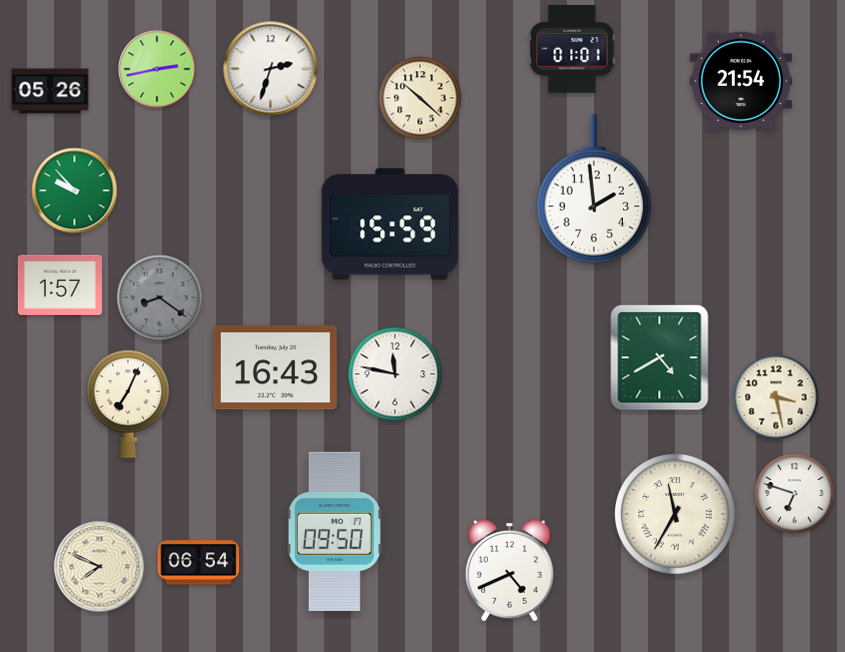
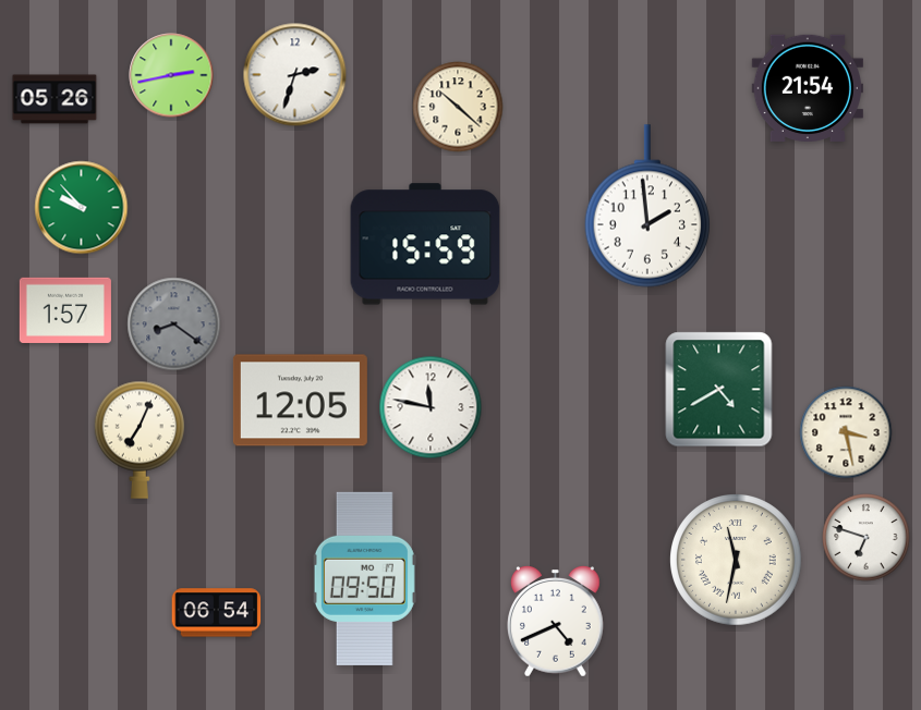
clock at (572, 49): 01:01 -> none
clock at (275, 368): 16:43 -> 12:05
clock at (676, 515): 11:35 -> 11:32
clock at (100, 567): 7:49 -> none
